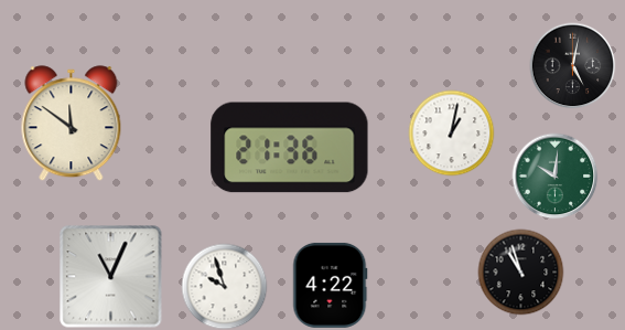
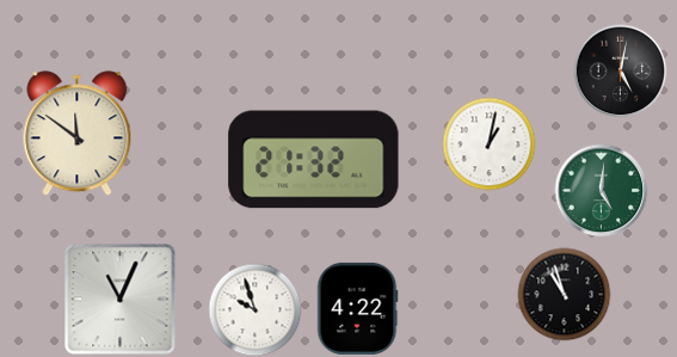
clock at (290, 148): 21:36 -> 21:32
clock at (554, 175): 10:01 -> 5:01
clock at (224, 286) position: (224, 286) -> (254, 309)
